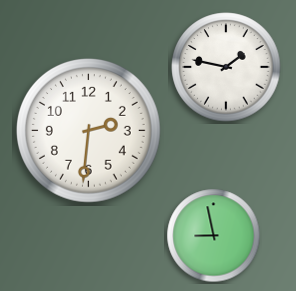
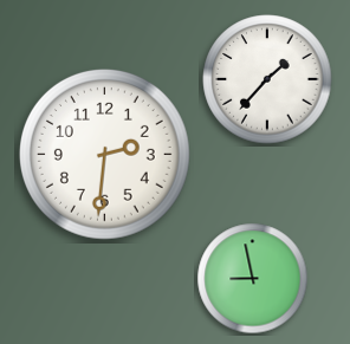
clock at (226, 67): 1:47 -> 1:37
